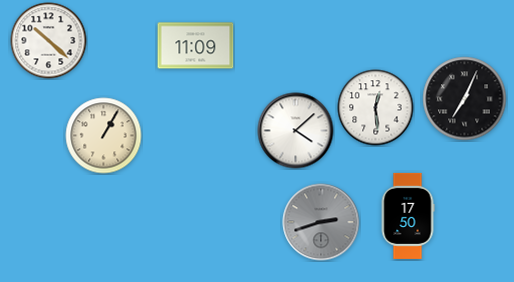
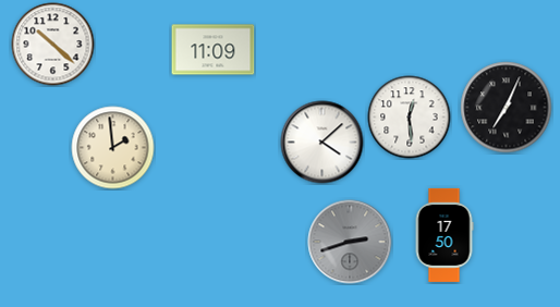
clock at (104, 136): 1:05 -> 1:59
